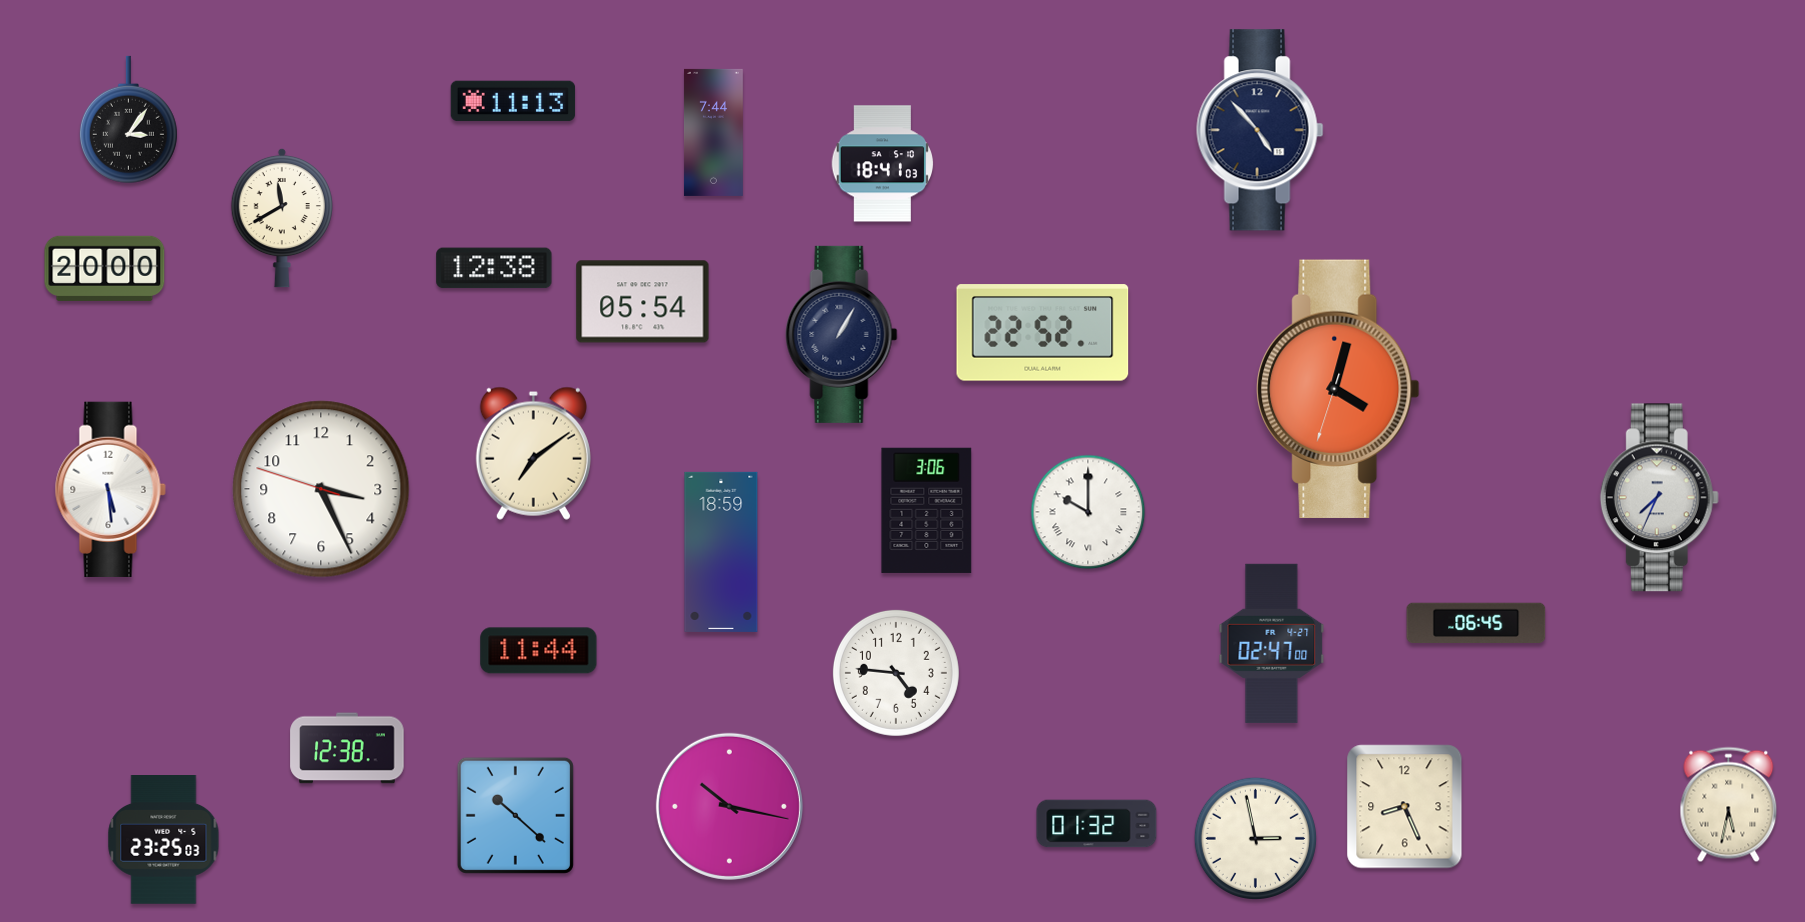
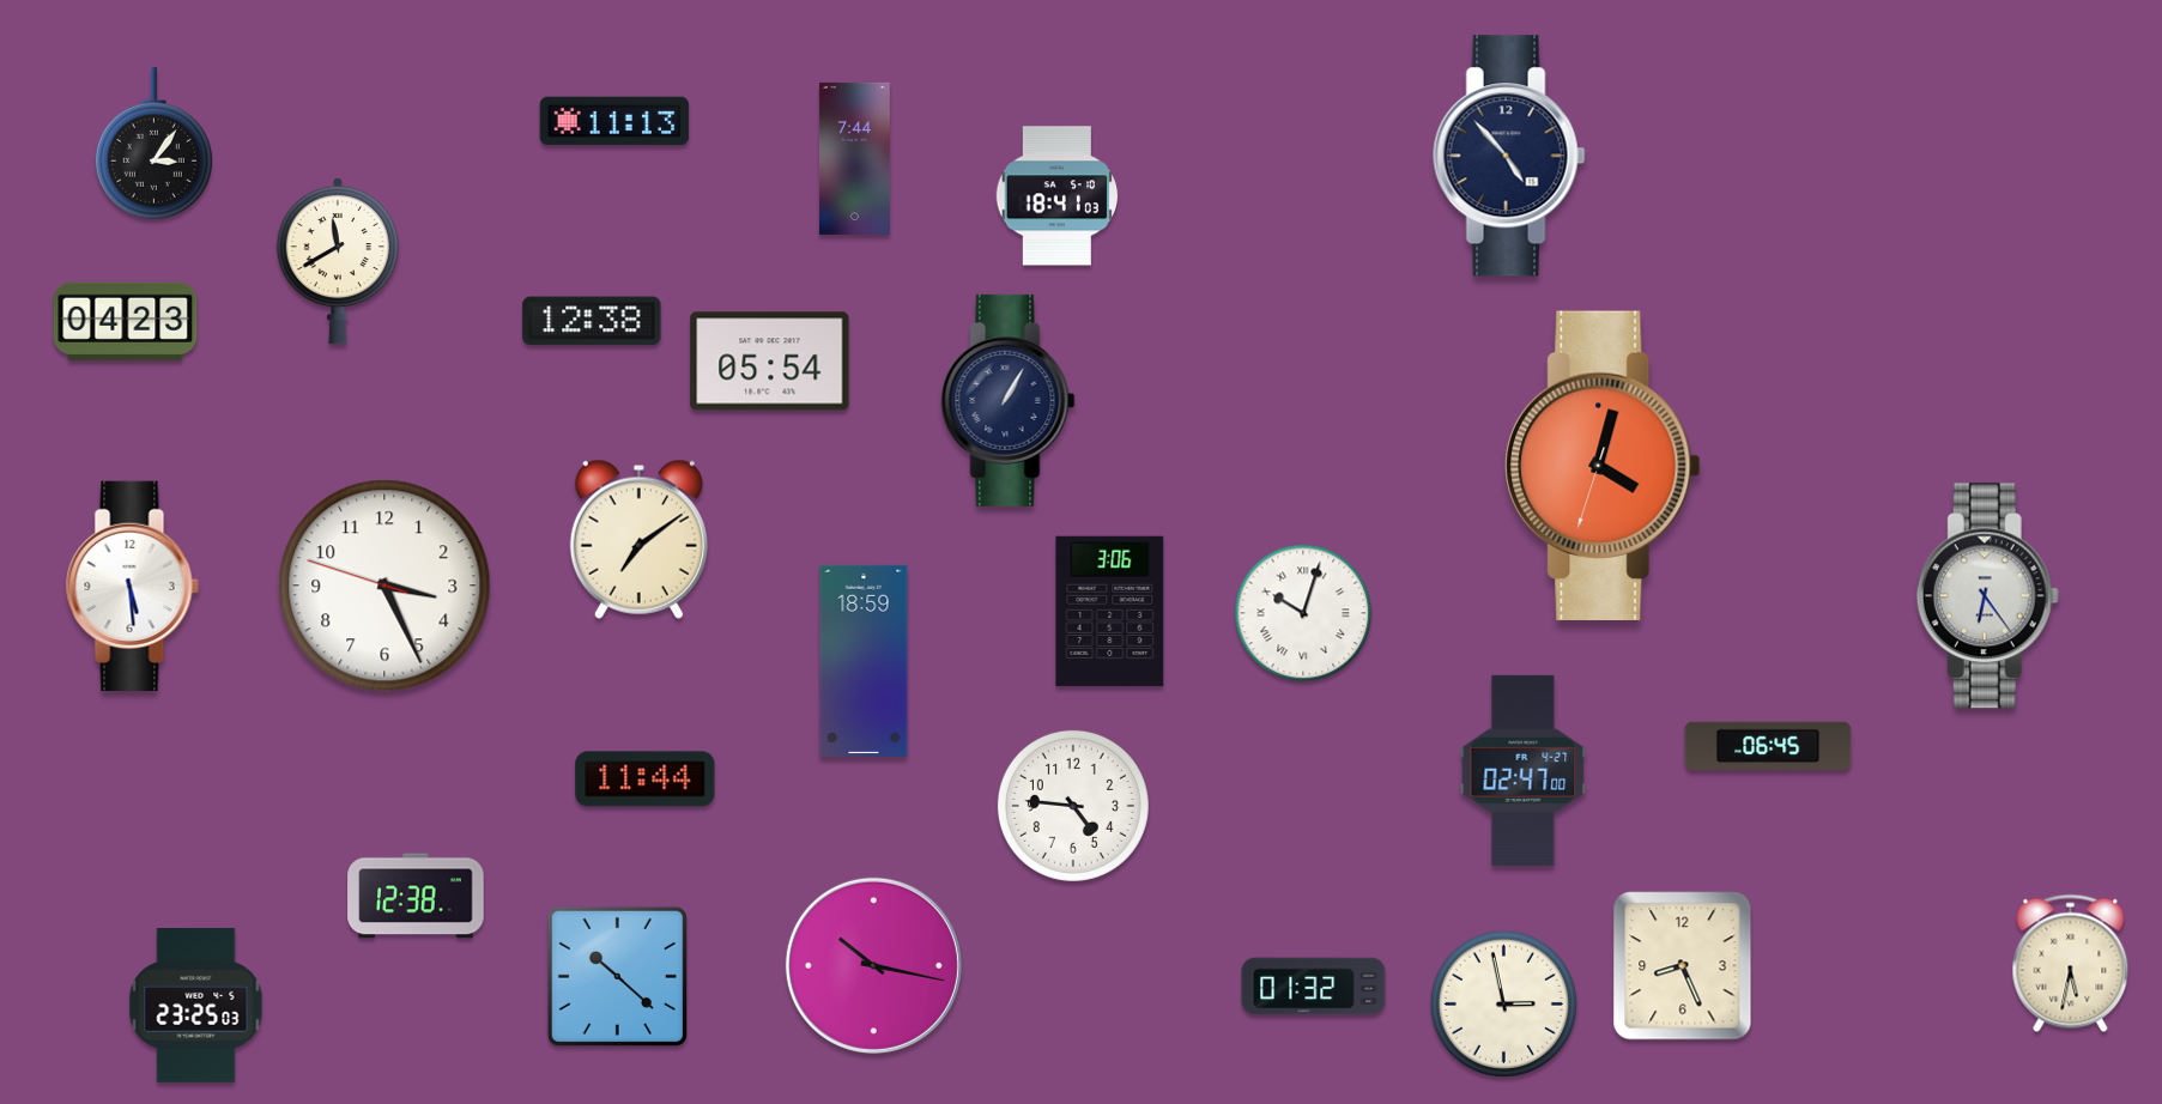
clock at (105, 268): 20:00 -> 04:23
clock at (1043, 333): 22:52 -> none
clock at (533, 453) position: (533, 453) -> (638, 539)
clock at (1659, 498): 7:34 -> 6:24
clock at (1088, 512): 10:00 -> 10:03
